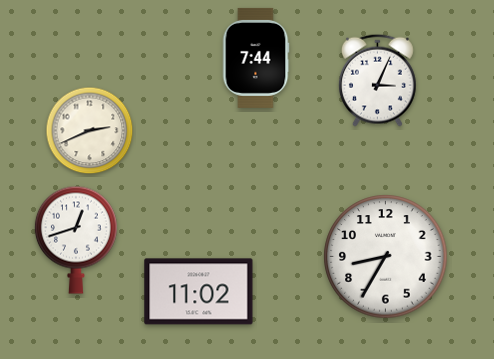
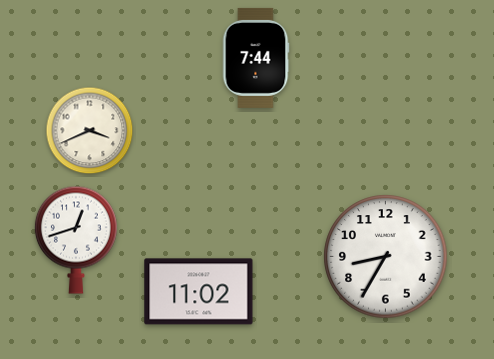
clock at (377, 80): 3:04 -> none
clock at (90, 131): 2:41 -> 3:41
